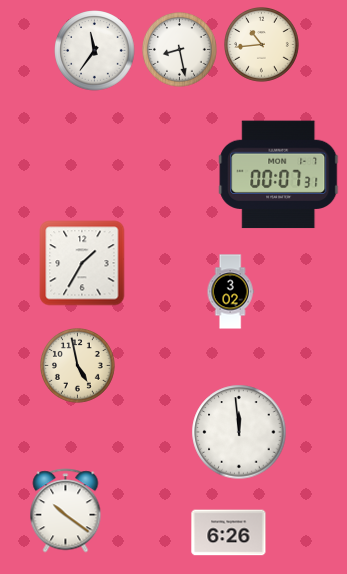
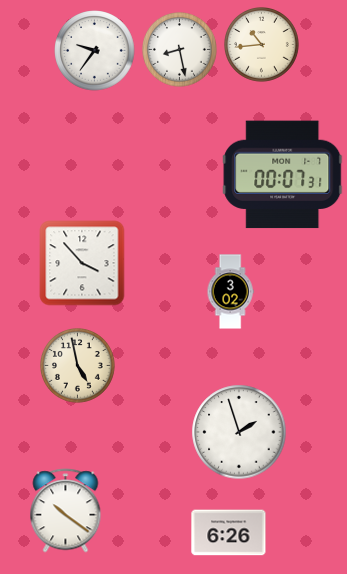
clock at (95, 51): 11:36 -> 9:36
clock at (279, 175) position: (279, 175) -> (283, 175)
clock at (82, 263): 1:35 -> 3:53
clock at (239, 432): 11:59 -> 1:57
